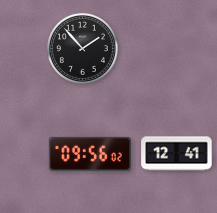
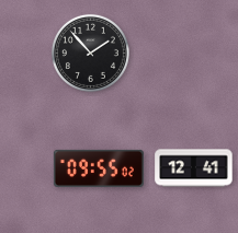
clock at (90, 154): 09:56 -> 09:55
